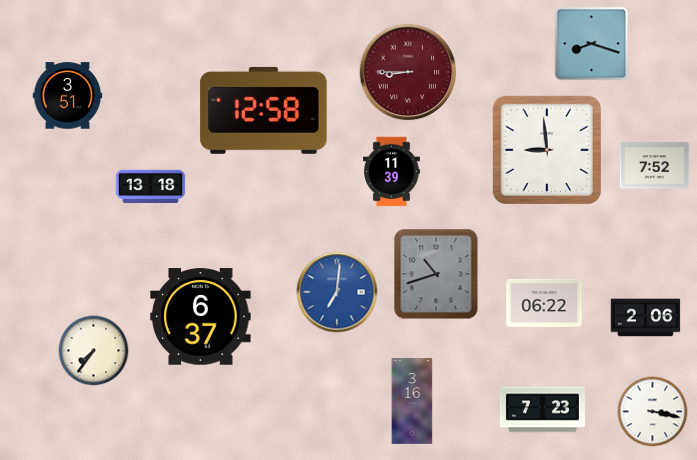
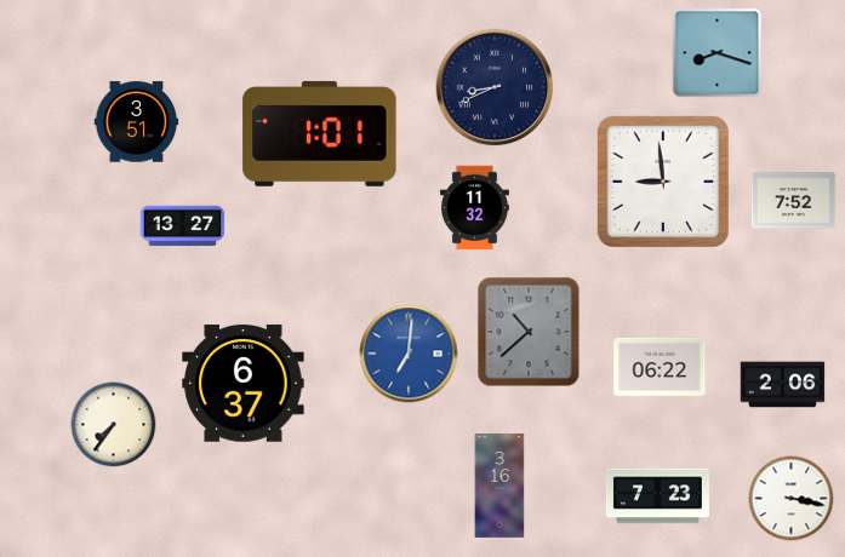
clock at (408, 72): 8:45 -> 8:41
clock at (408, 72) dial: burgundy -> navy
clock at (68, 96) position: (68, 96) -> (137, 122)
clock at (264, 110): 12:58 -> 1:01
clock at (391, 172): 11:39 -> 11:32
clock at (151, 187): 13:18 -> 13:27
clock at (436, 274): 10:42 -> 10:38
